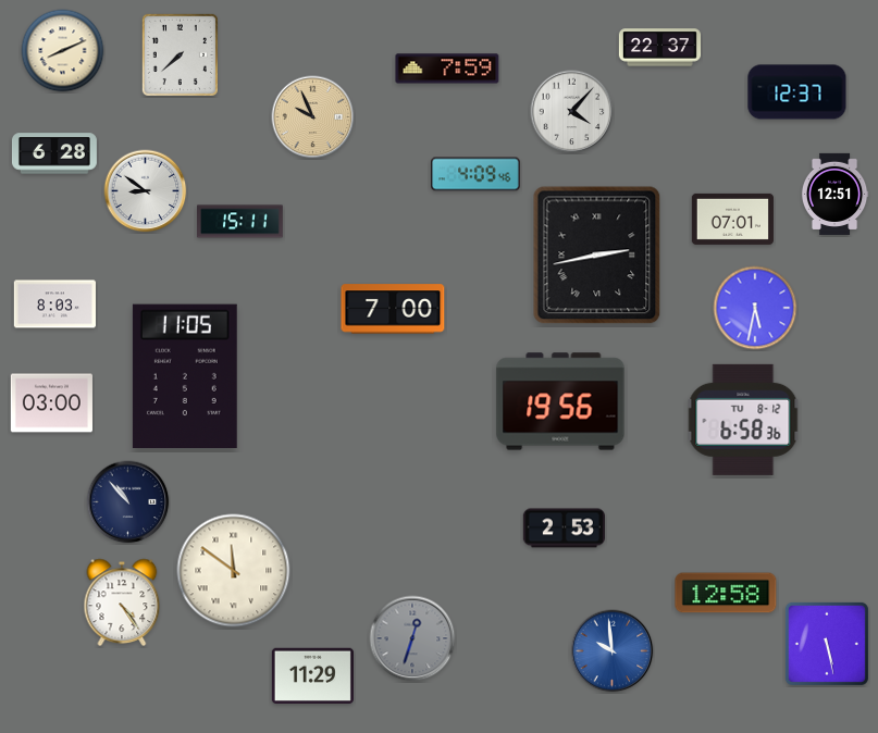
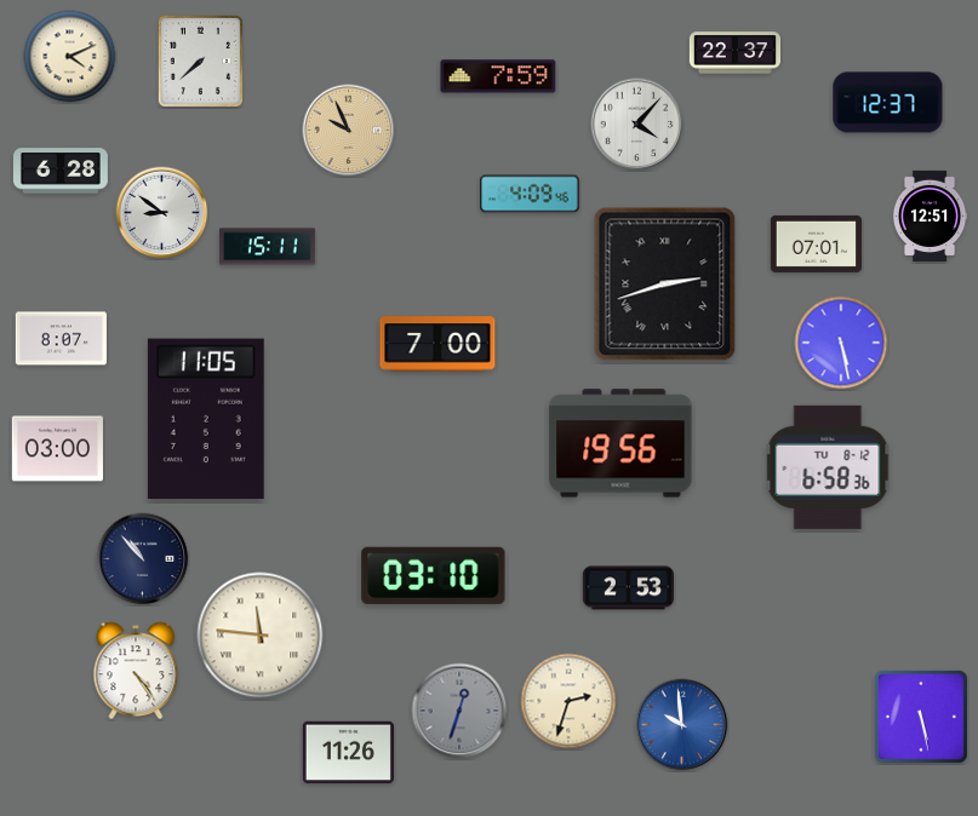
clock at (63, 51): 8:11 -> 4:11
clock at (597, 256): 2:43 -> 2:42
clock at (54, 305): 8:03 -> 8:07
clock at (755, 308): 5:32 -> 5:28
clock at (560, 401) position: (560, 401) -> (620, 443)
clock at (434, 575): none -> 03:10
clock at (234, 571): 11:51 -> 11:46
clock at (726, 593): 12:58 -> none
clock at (568, 701): none -> 2:33
clock at (312, 676): 11:29 -> 11:26
